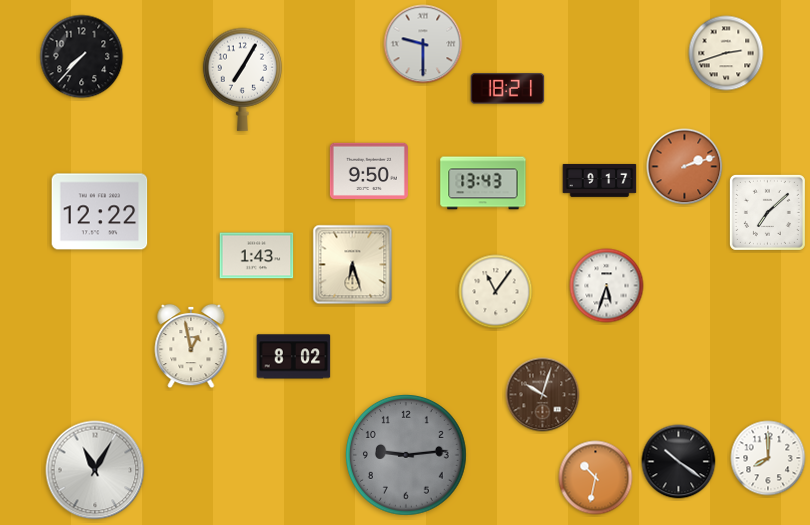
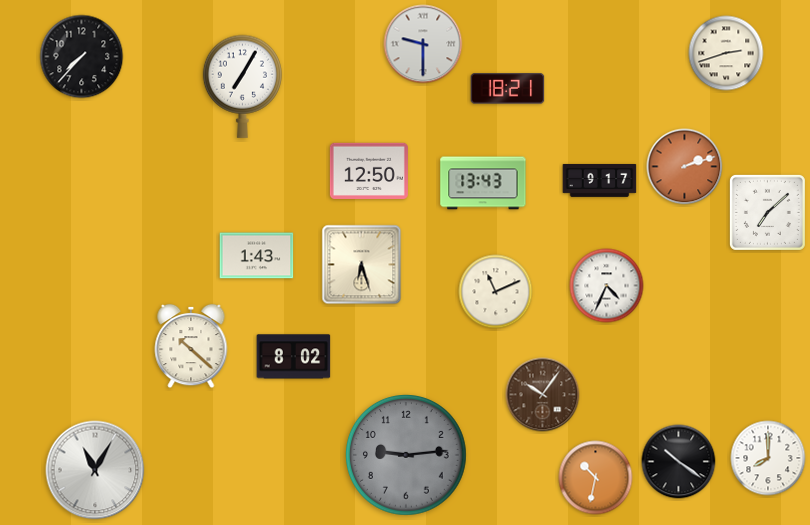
clock at (242, 79) position: (242, 79) -> (242, 86)
clock at (369, 170): 9:50 -> 12:50
clock at (100, 212): 12:22 -> none
clock at (353, 265) position: (353, 265) -> (362, 265)
clock at (607, 286): 5:33 -> 4:34
clock at (496, 292): 11:06 -> 11:11
clock at (191, 346): 12:58 -> 10:22
clock at (543, 395): 10:03 -> 10:06
